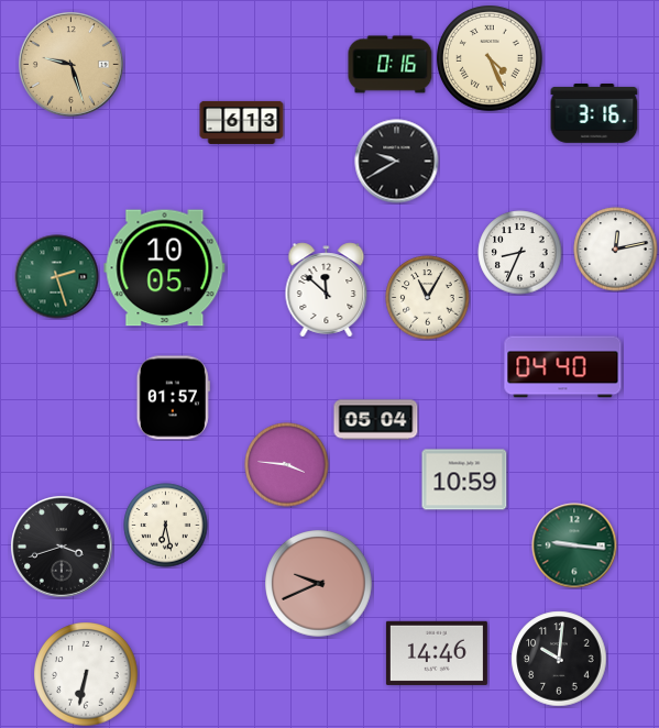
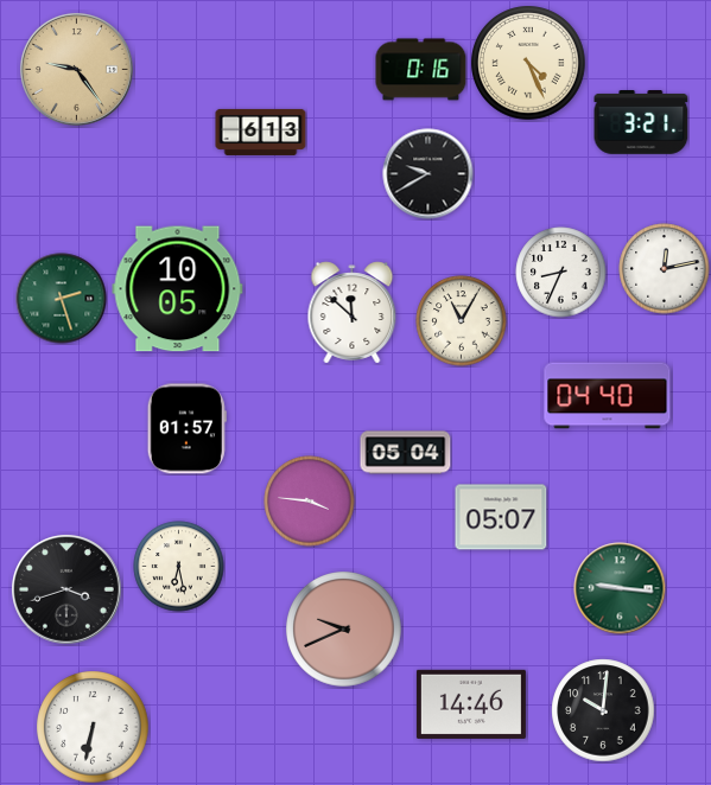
clock at (70, 64): 9:27 -> 9:24
clock at (594, 114): 3:16 -> 3:21
clock at (464, 479): 10:59 -> 05:07
